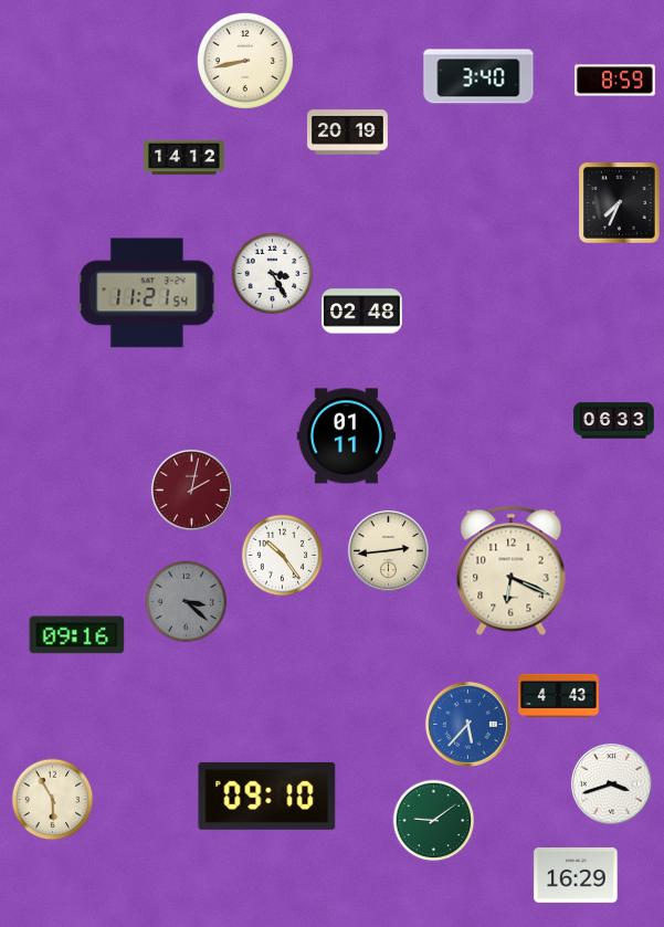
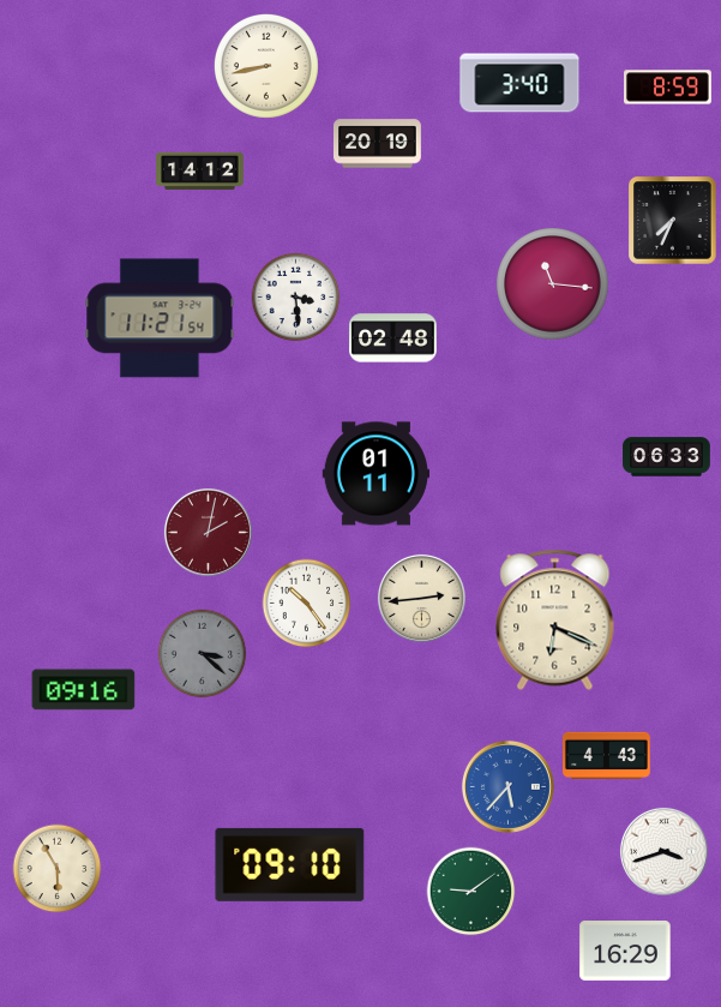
clock at (553, 284): none -> 11:16
clock at (273, 274): 3:25 -> 3:29
